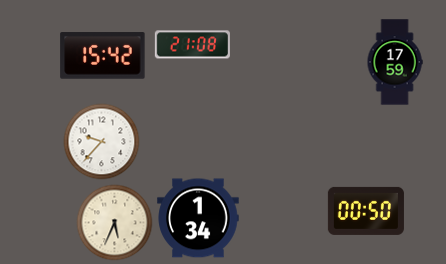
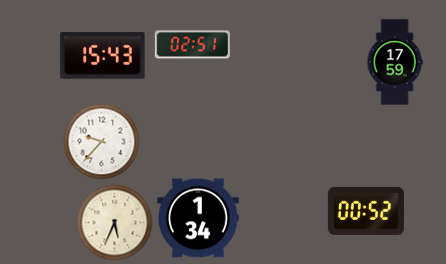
clock at (192, 45): 21:08 -> 02:51
clock at (103, 56): 15:42 -> 15:43
clock at (366, 211): 00:50 -> 00:52
